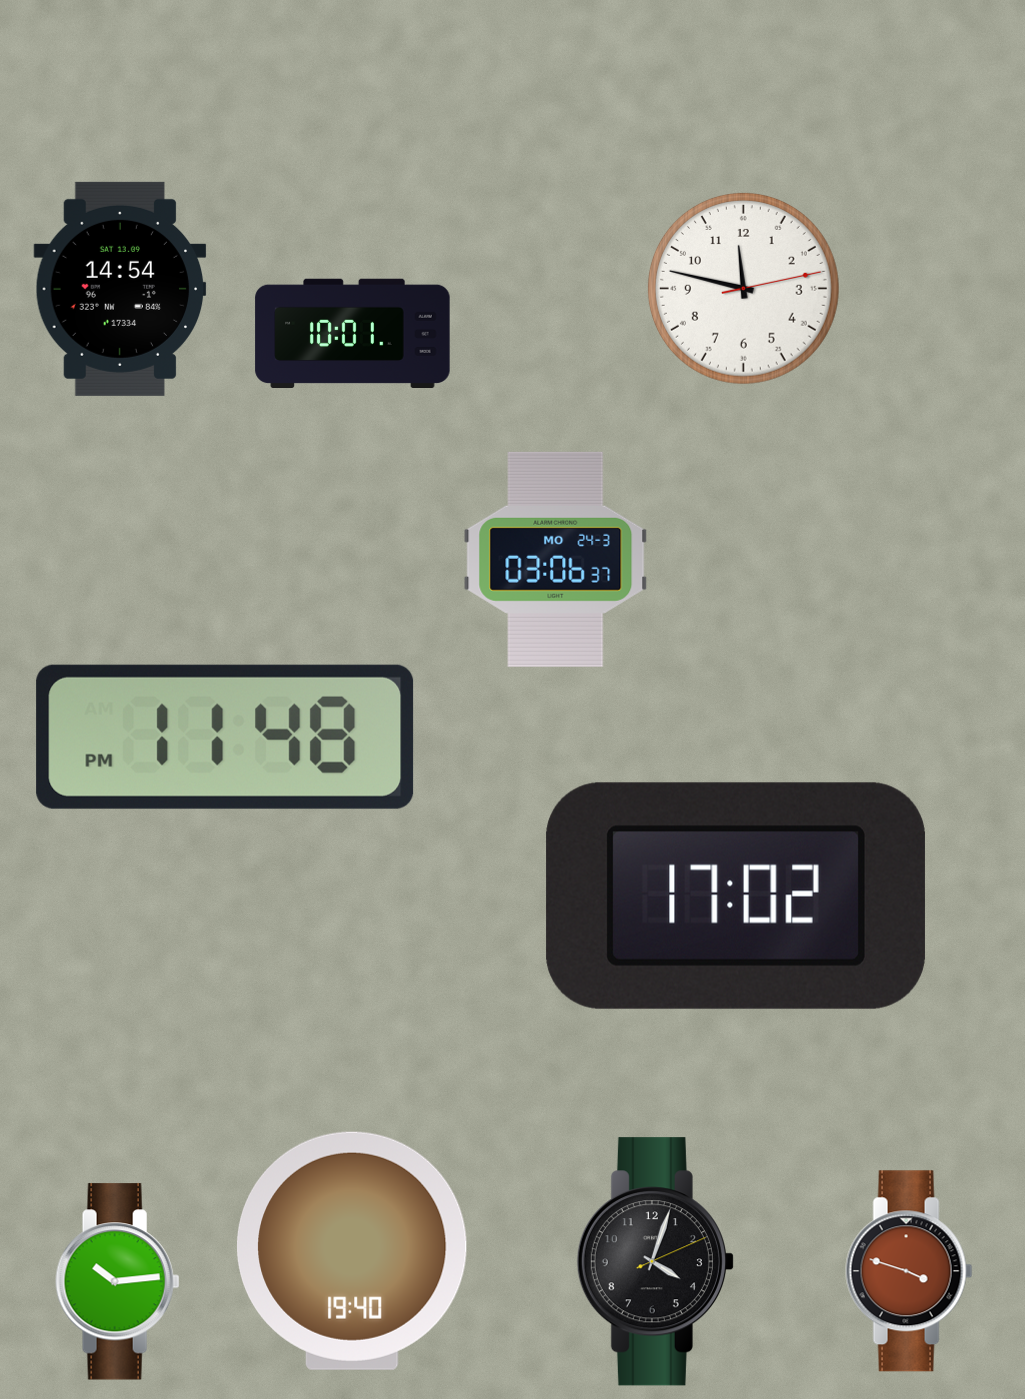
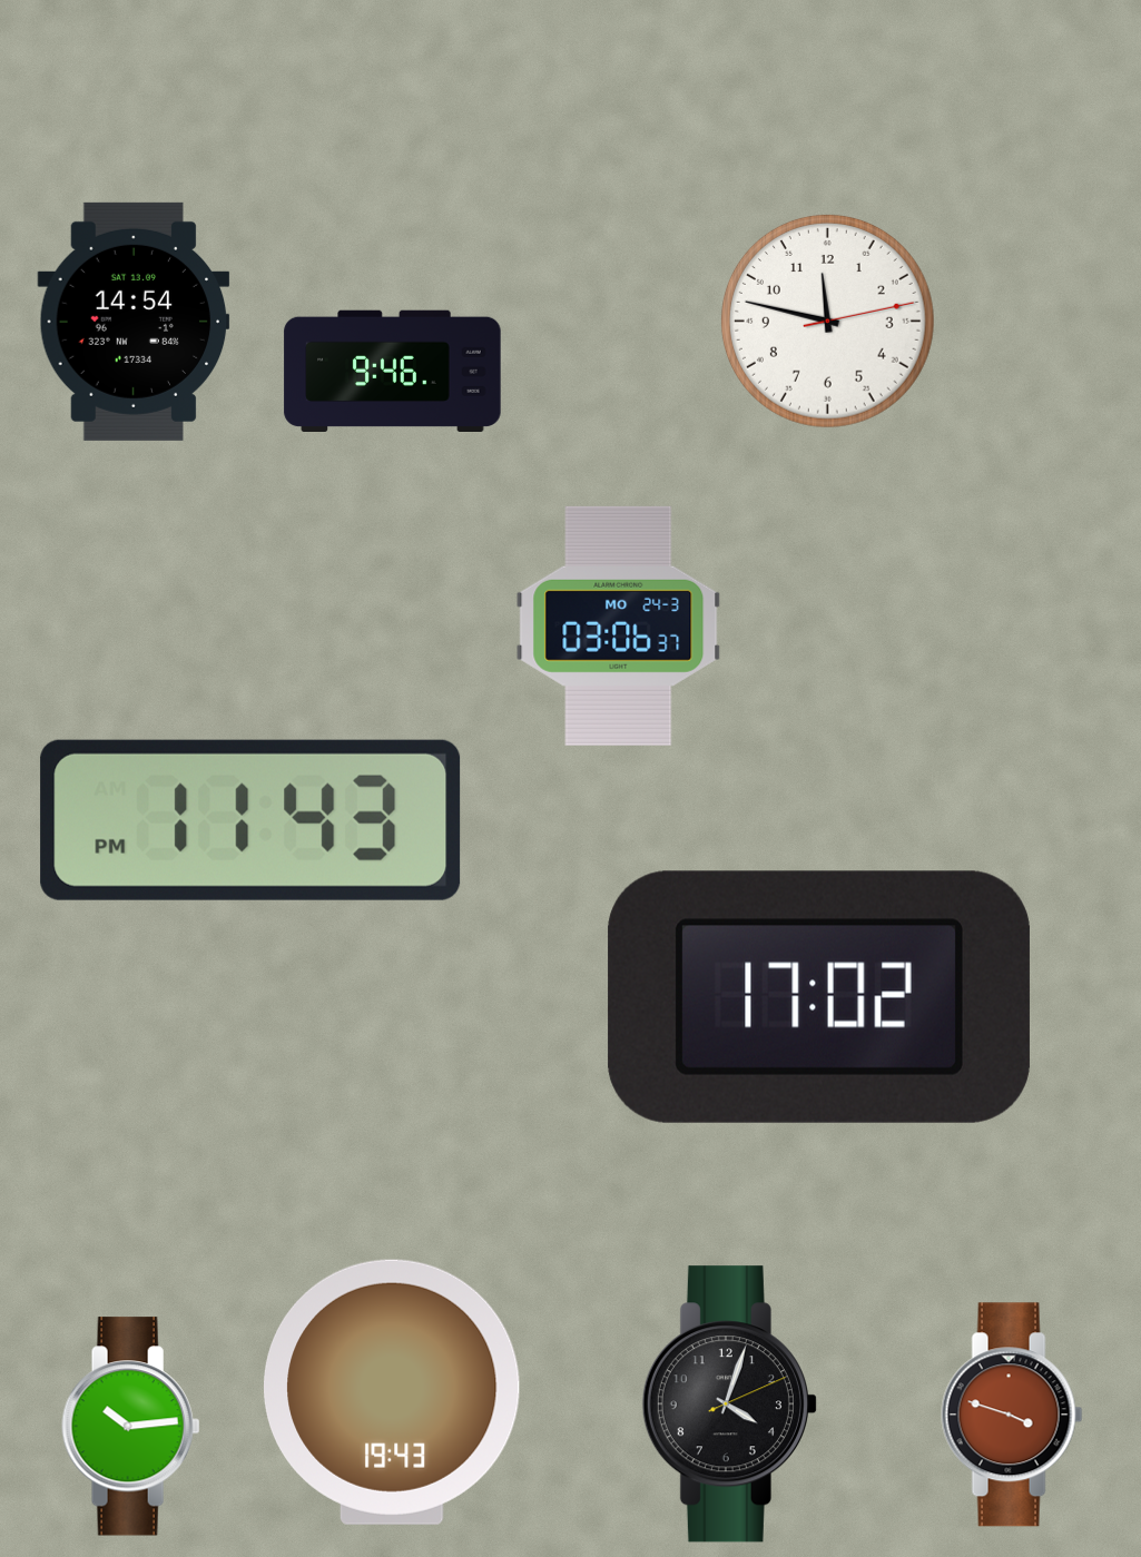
clock at (353, 333): 10:01 -> 9:46
clock at (556, 559) position: (556, 559) -> (619, 625)
clock at (225, 737): 11:48 -> 11:43
clock at (352, 1251): 19:40 -> 19:43
